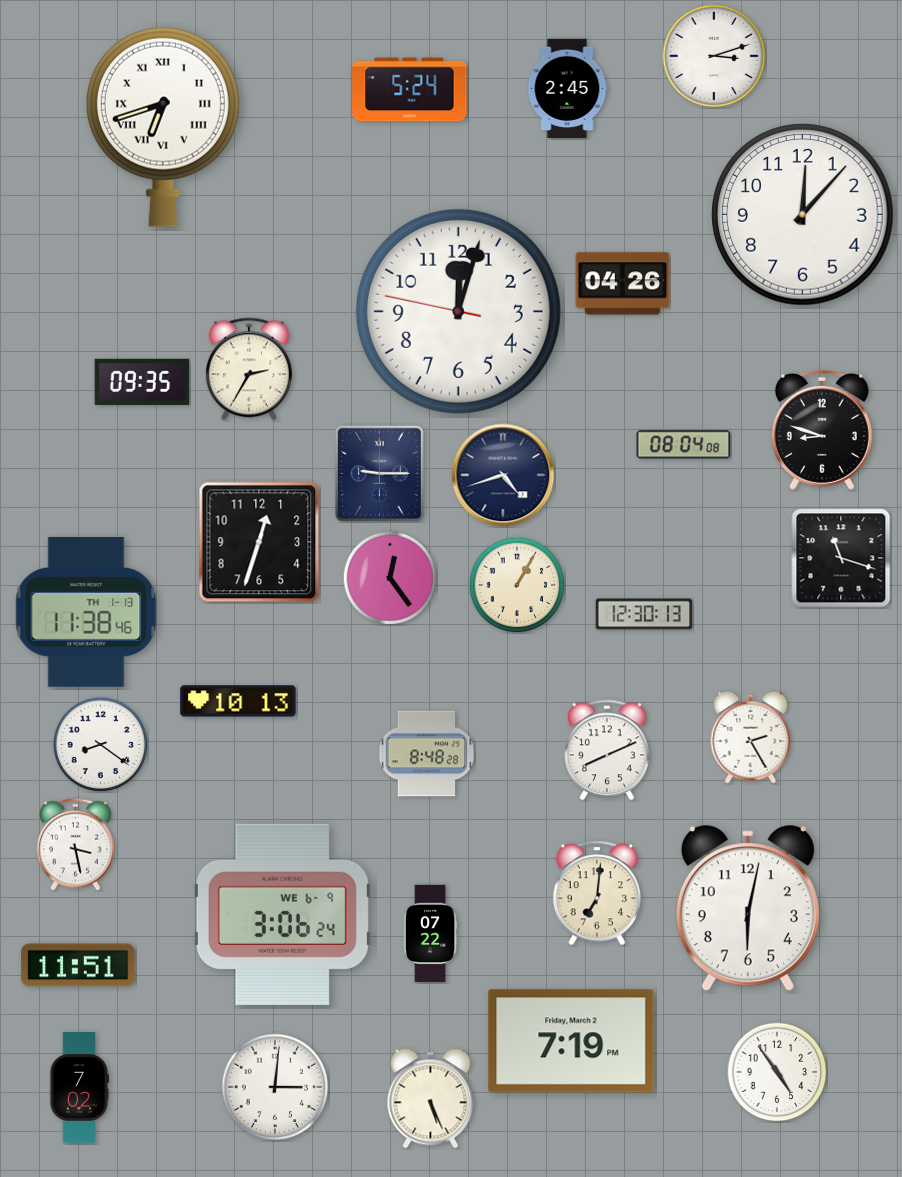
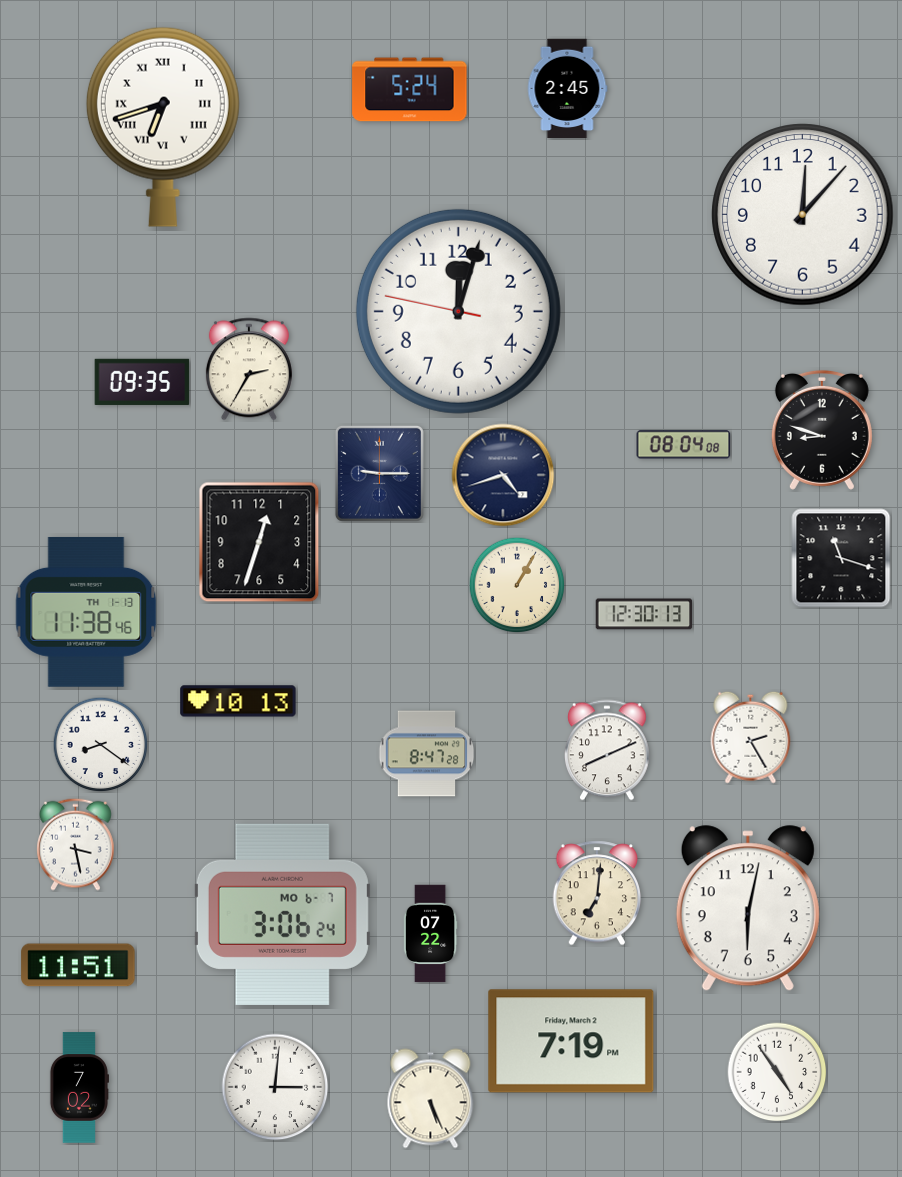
clock at (714, 56): 3:12 -> none
clock at (623, 284): 04:26 -> none
clock at (390, 578): 12:24 -> none
clock at (426, 754): 8:48 -> 8:47
clock at (282, 914) date: WE 6-9 -> MO 6-7
